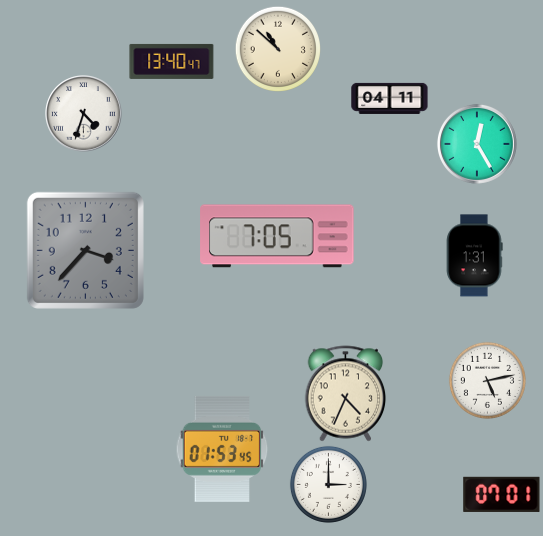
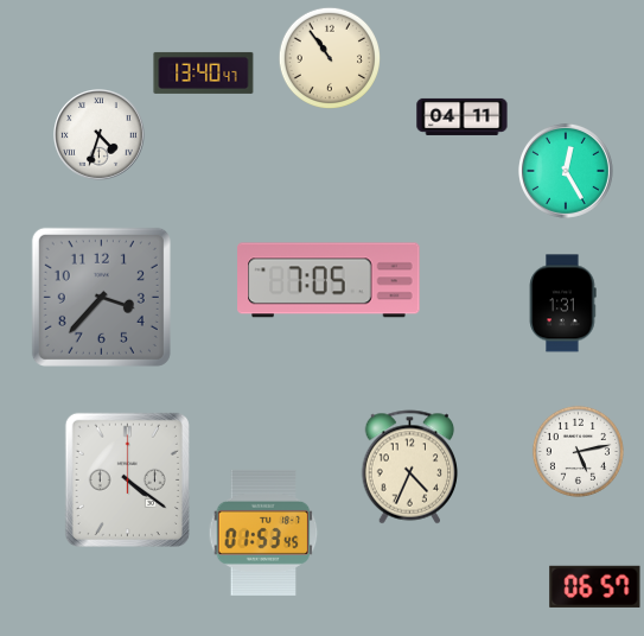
clock at (277, 48): 10:52 -> 10:54
clock at (127, 479): none -> 4:21
clock at (328, 484): 3:00 -> none
clock at (502, 494): 07:01 -> 06:57
